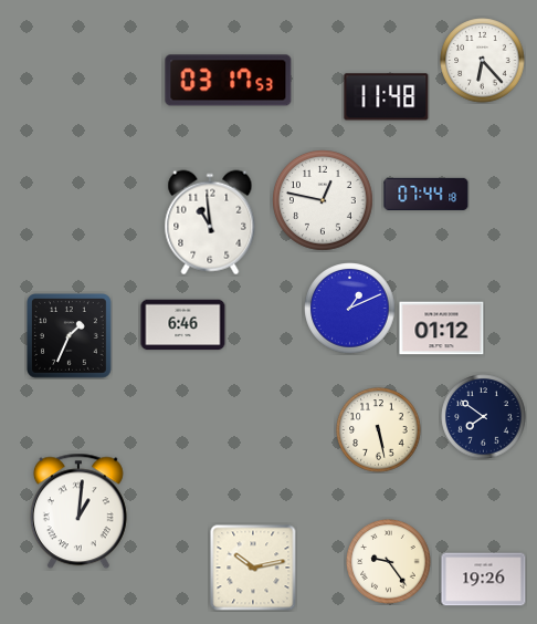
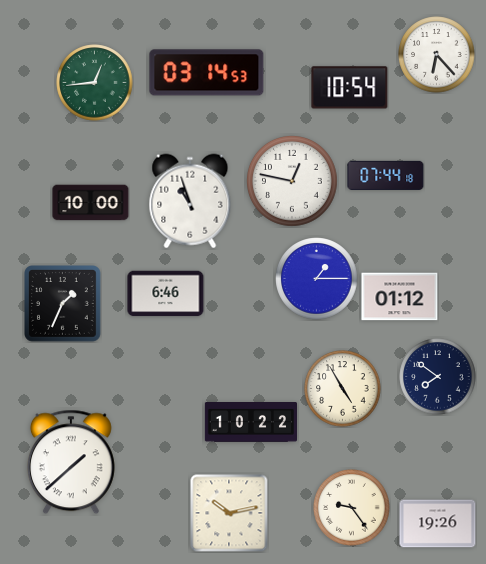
clock at (229, 81): 03:17 -> 03:14
clock at (95, 83): none -> 12:44
clock at (387, 97): 11:48 -> 10:54
clock at (210, 222): 10:59 -> 10:57
clock at (91, 203): none -> 10:00
clock at (350, 309): 1:11 -> 1:15
clock at (379, 430): 5:28 -> 4:55
clock at (250, 423): none -> 10:22
clock at (78, 511): 1:01 -> 1:38
